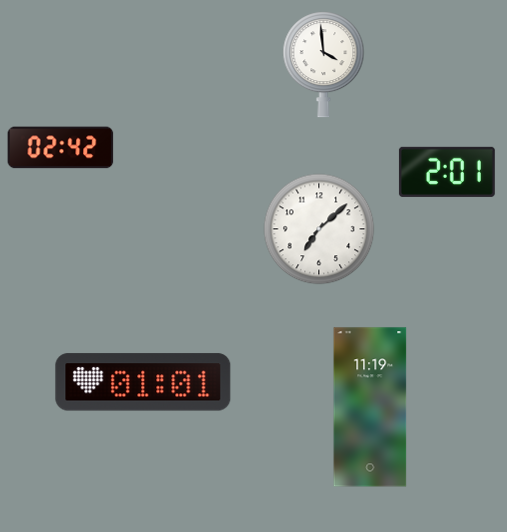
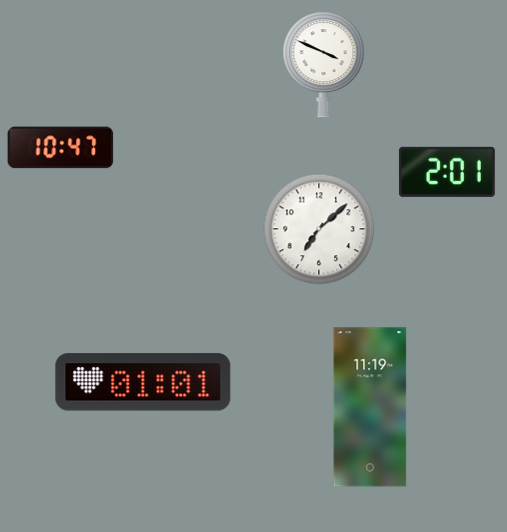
clock at (324, 65): 3:59 -> 3:49
clock at (61, 148): 02:42 -> 10:47
